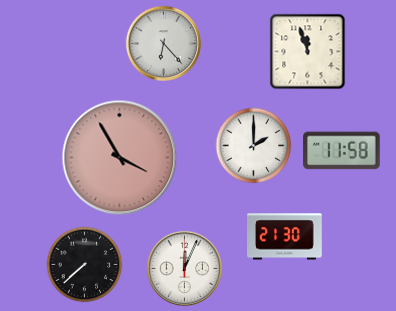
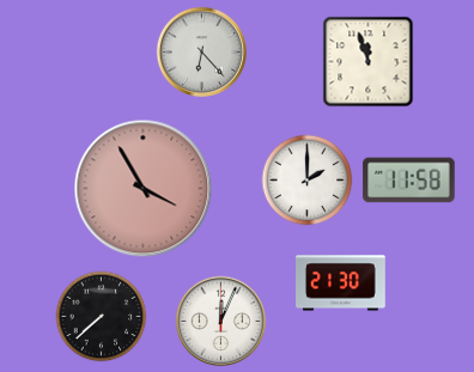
clock at (163, 43) position: (163, 43) -> (201, 51)
clock at (254, 146) position: (254, 146) -> (308, 181)
